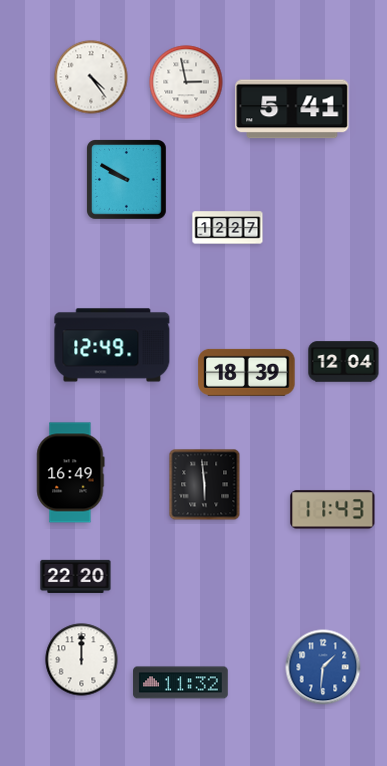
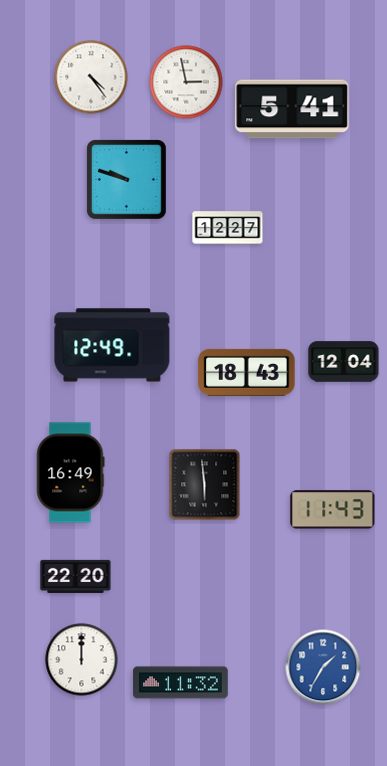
clock at (127, 180): 9:50 -> 9:48
clock at (247, 372): 18:39 -> 18:43
clock at (323, 667): 1:31 -> 1:35
